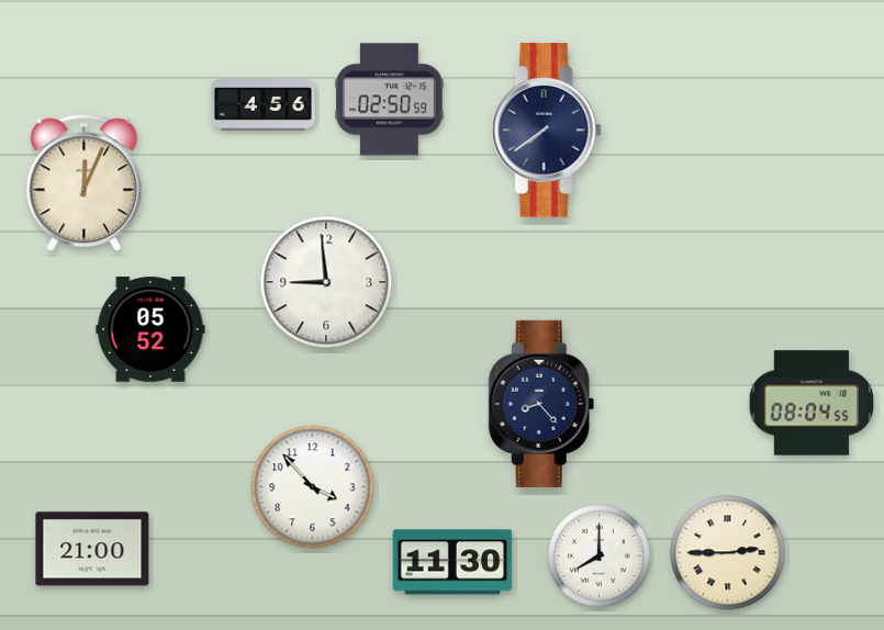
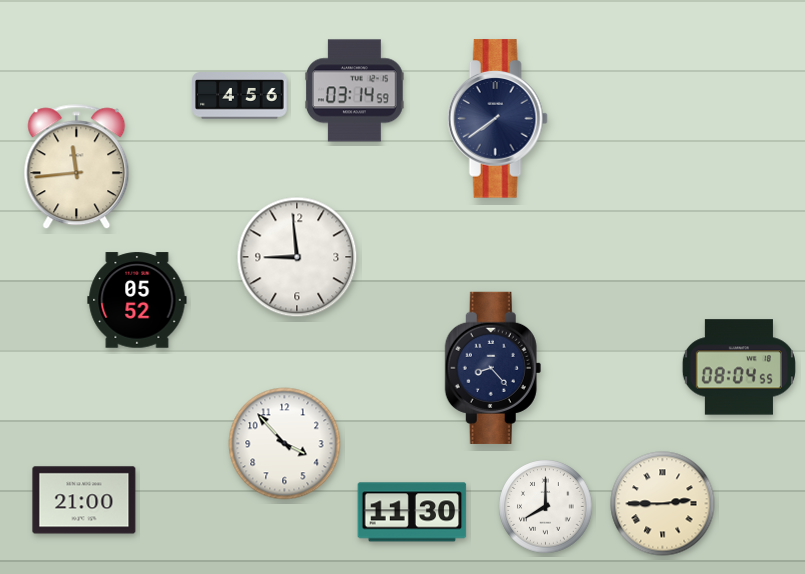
clock at (390, 100): 02:50 -> 03:14
clock at (85, 183): 12:04 -> 11:44
